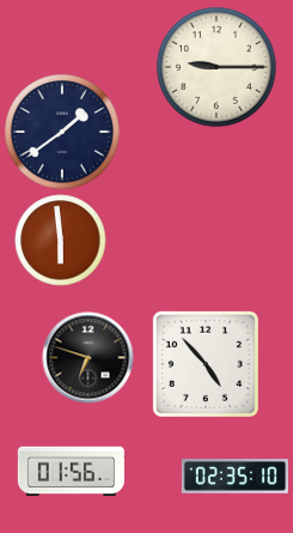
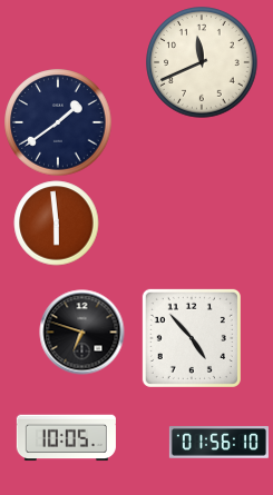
clock at (216, 67): 9:15 -> 11:41
clock at (71, 472): 01:56 -> 10:05
clock at (234, 477): 02:35 -> 01:56
